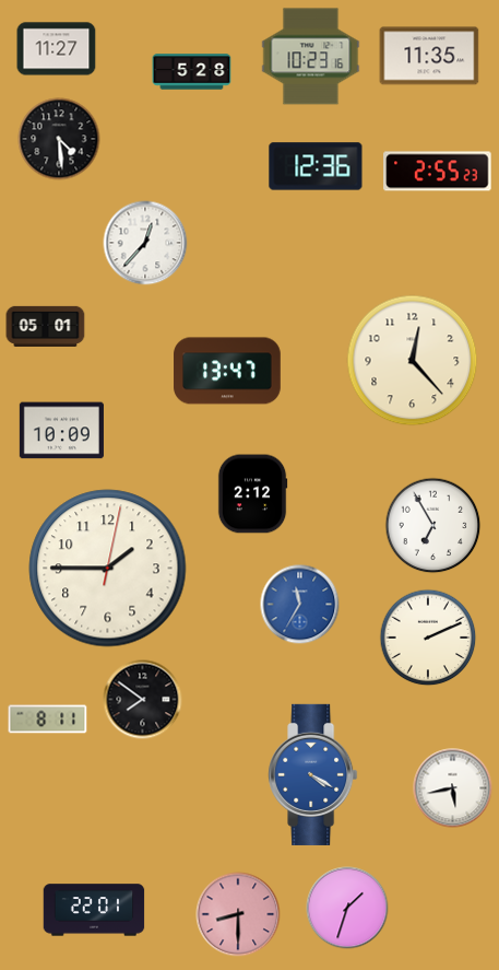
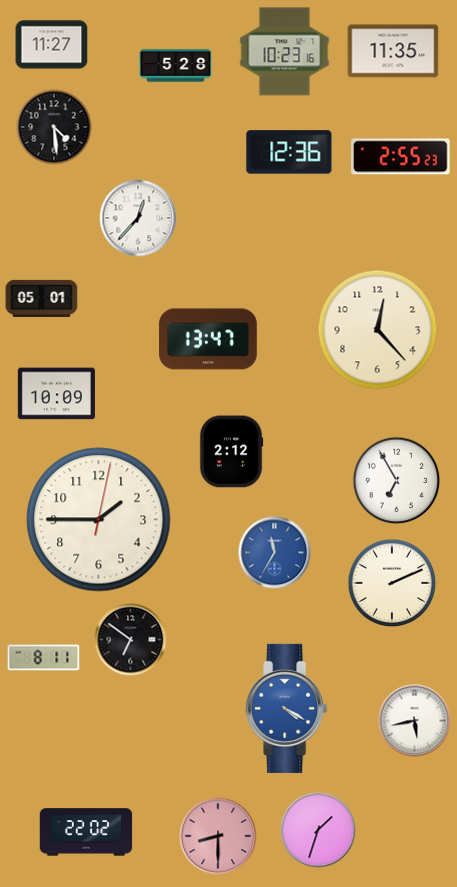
clock at (145, 243) position: (145, 243) -> (138, 218)
clock at (143, 700): 7:51 -> 6:51
clock at (94, 910): 22:01 -> 22:02
